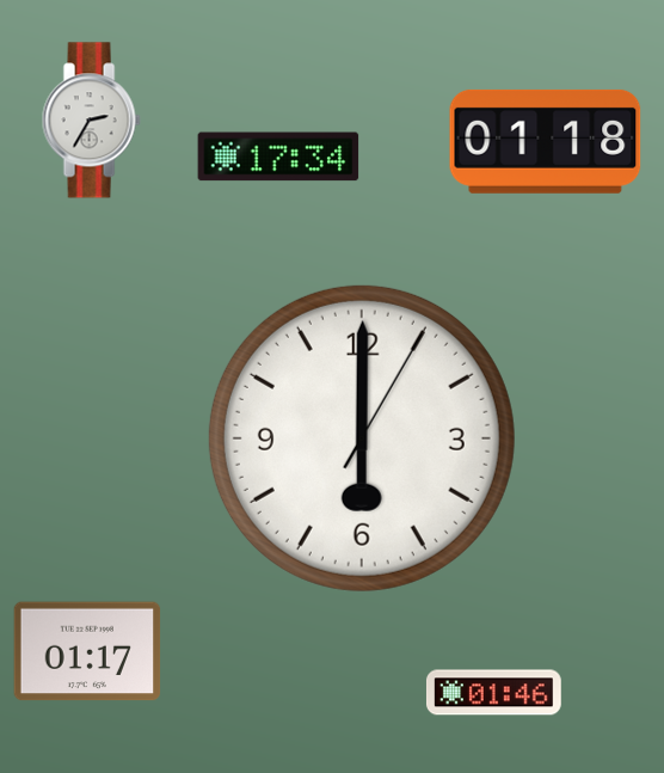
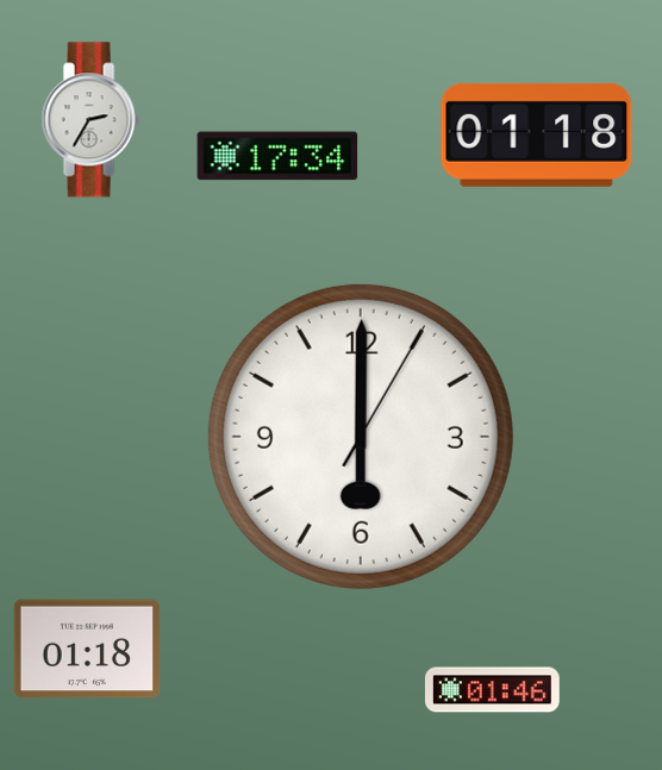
clock at (546, 141) position: (546, 141) -> (537, 134)
clock at (87, 651): 01:17 -> 01:18
